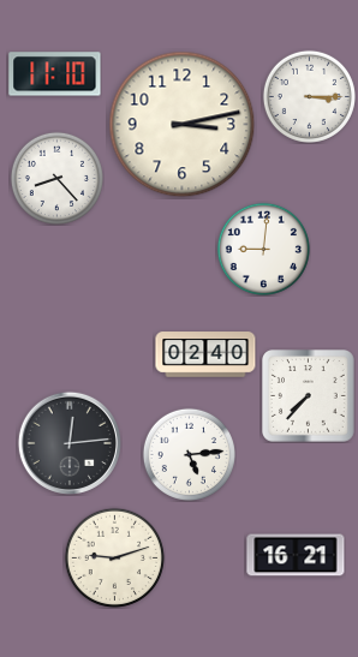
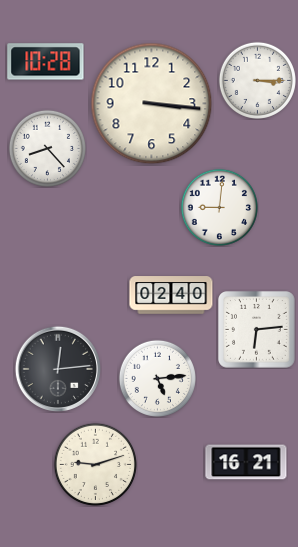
clock at (55, 74): 11:10 -> 10:28
clock at (183, 125): 3:13 -> 3:16
clock at (309, 396): 7:37 -> 6:14
